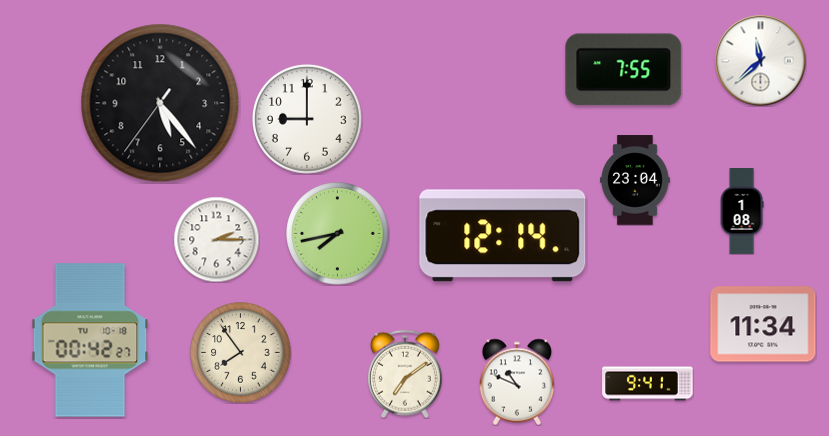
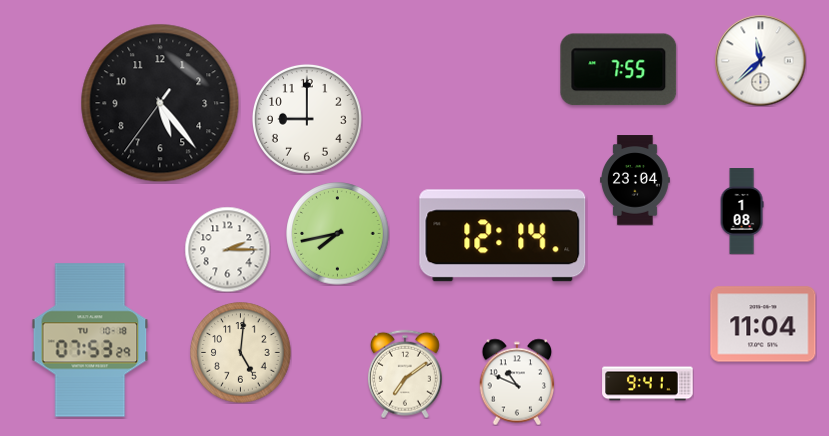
clock at (624, 70) position: (624, 70) -> (619, 70)
clock at (216, 239) position: (216, 239) -> (227, 249)
clock at (763, 324): 11:34 -> 11:04
clock at (90, 340): 00:42 -> 07:53
clock at (241, 353): 7:54 -> 5:01
